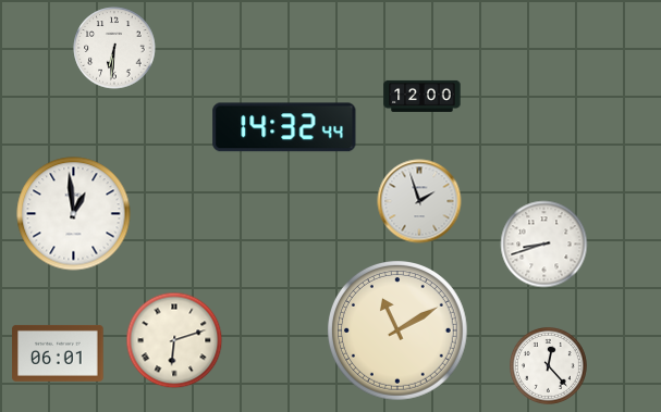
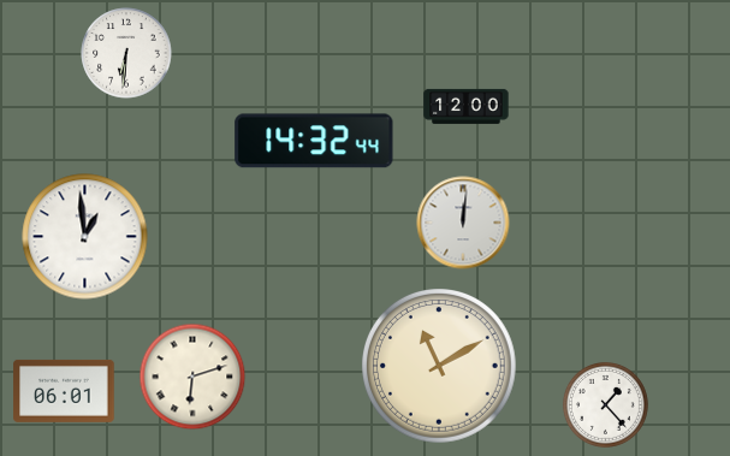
clock at (419, 201): 1:57 -> 12:01
clock at (74, 214) position: (74, 214) -> (85, 237)
clock at (544, 245): 8:42 -> none
clock at (548, 365): 12:23 -> 1:23
